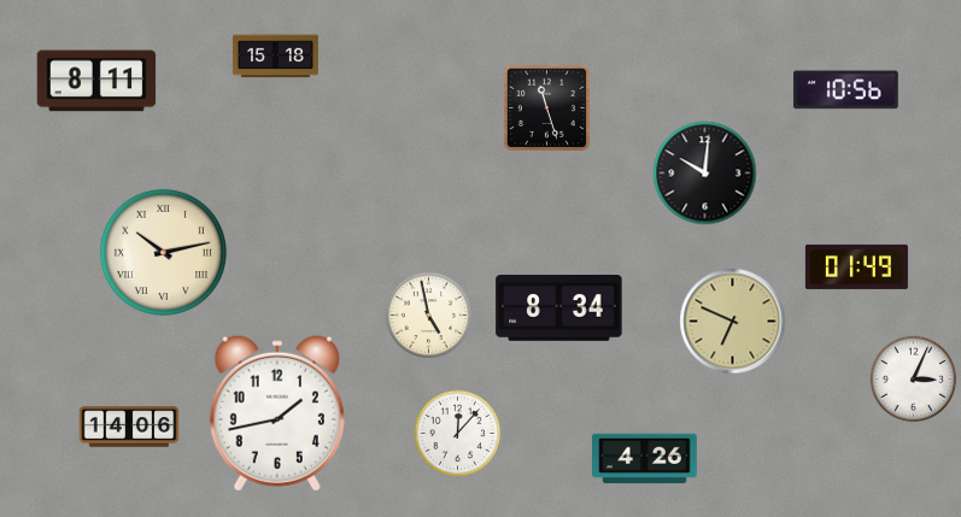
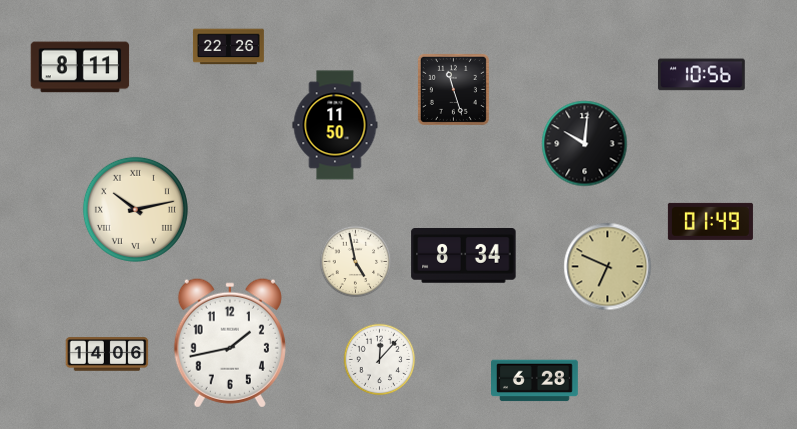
clock at (275, 57): 15:18 -> 22:26
clock at (335, 125): none -> 11:50
clock at (914, 380): 3:04 -> none
clock at (645, 459): 4:26 -> 6:28
